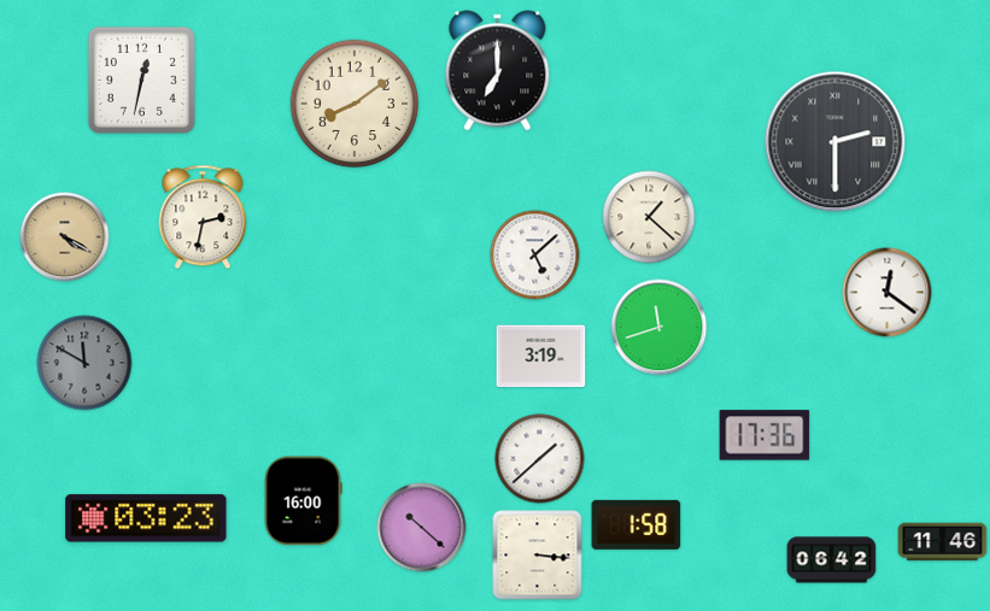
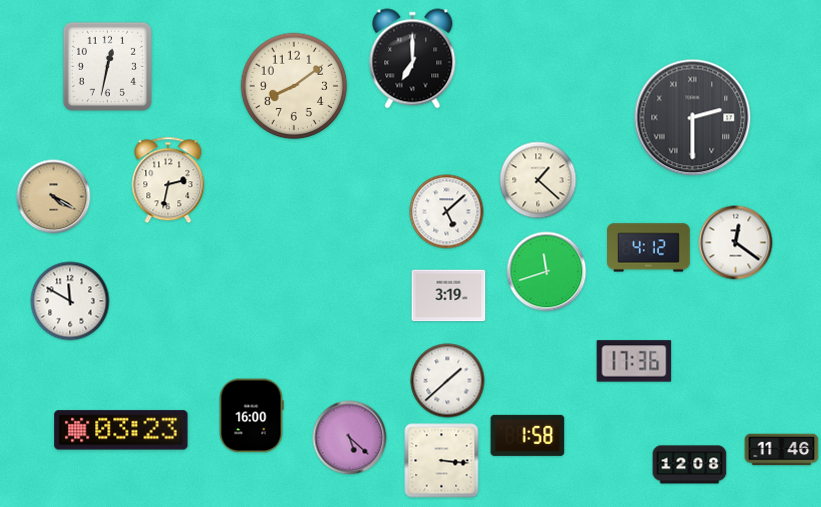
clock at (141, 80) position: (141, 80) -> (107, 66)
clock at (535, 255) position: (535, 255) -> (447, 212)
clock at (649, 248): none -> 4:12
clock at (84, 363) dial: grey -> white
clock at (422, 528): 10:22 -> 5:22
clock at (538, 556) position: (538, 556) -> (442, 461)
clock at (832, 560): 06:42 -> 12:08
